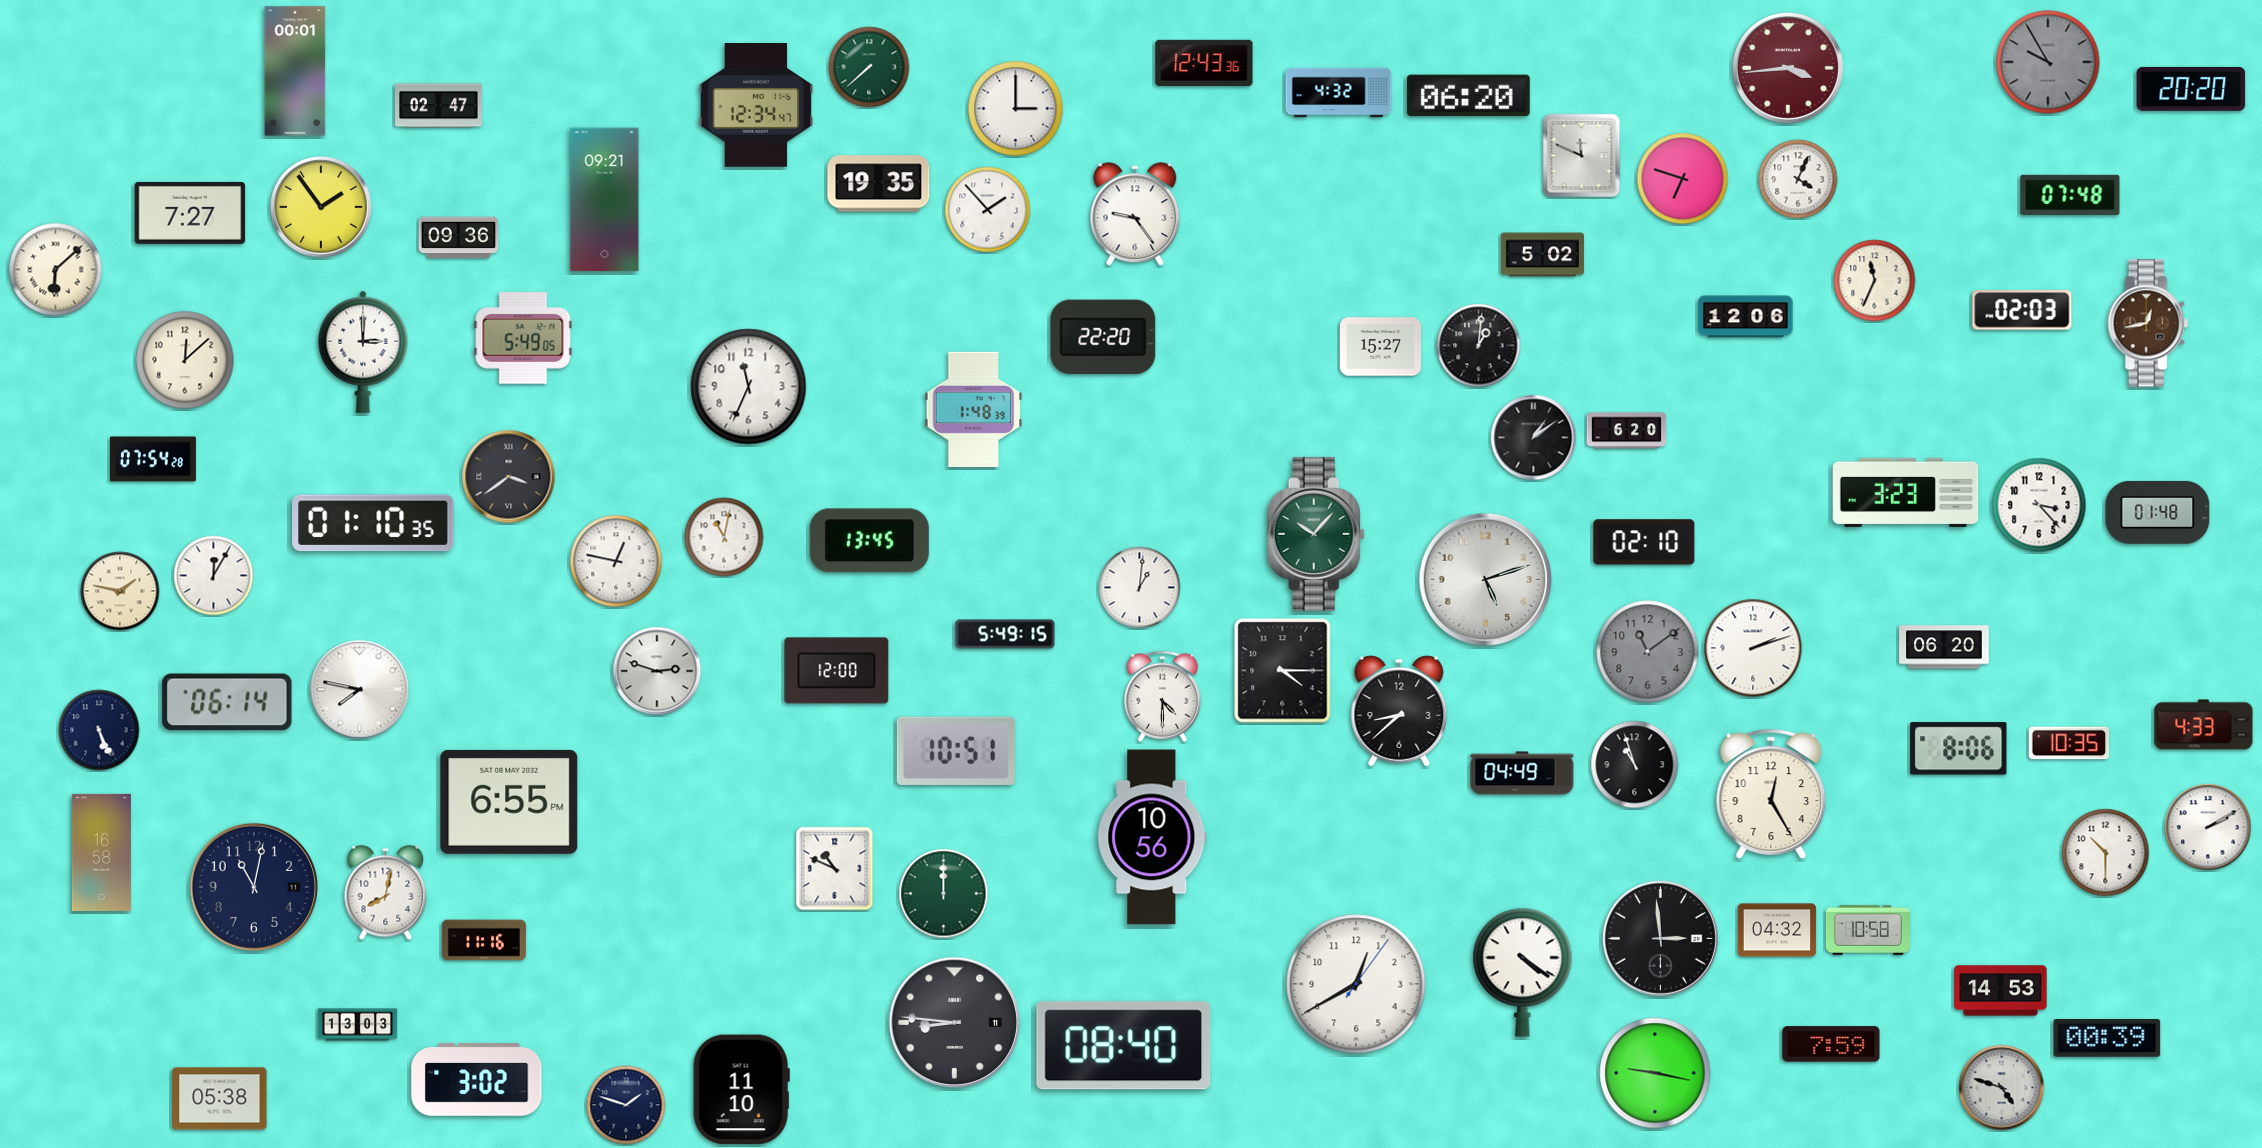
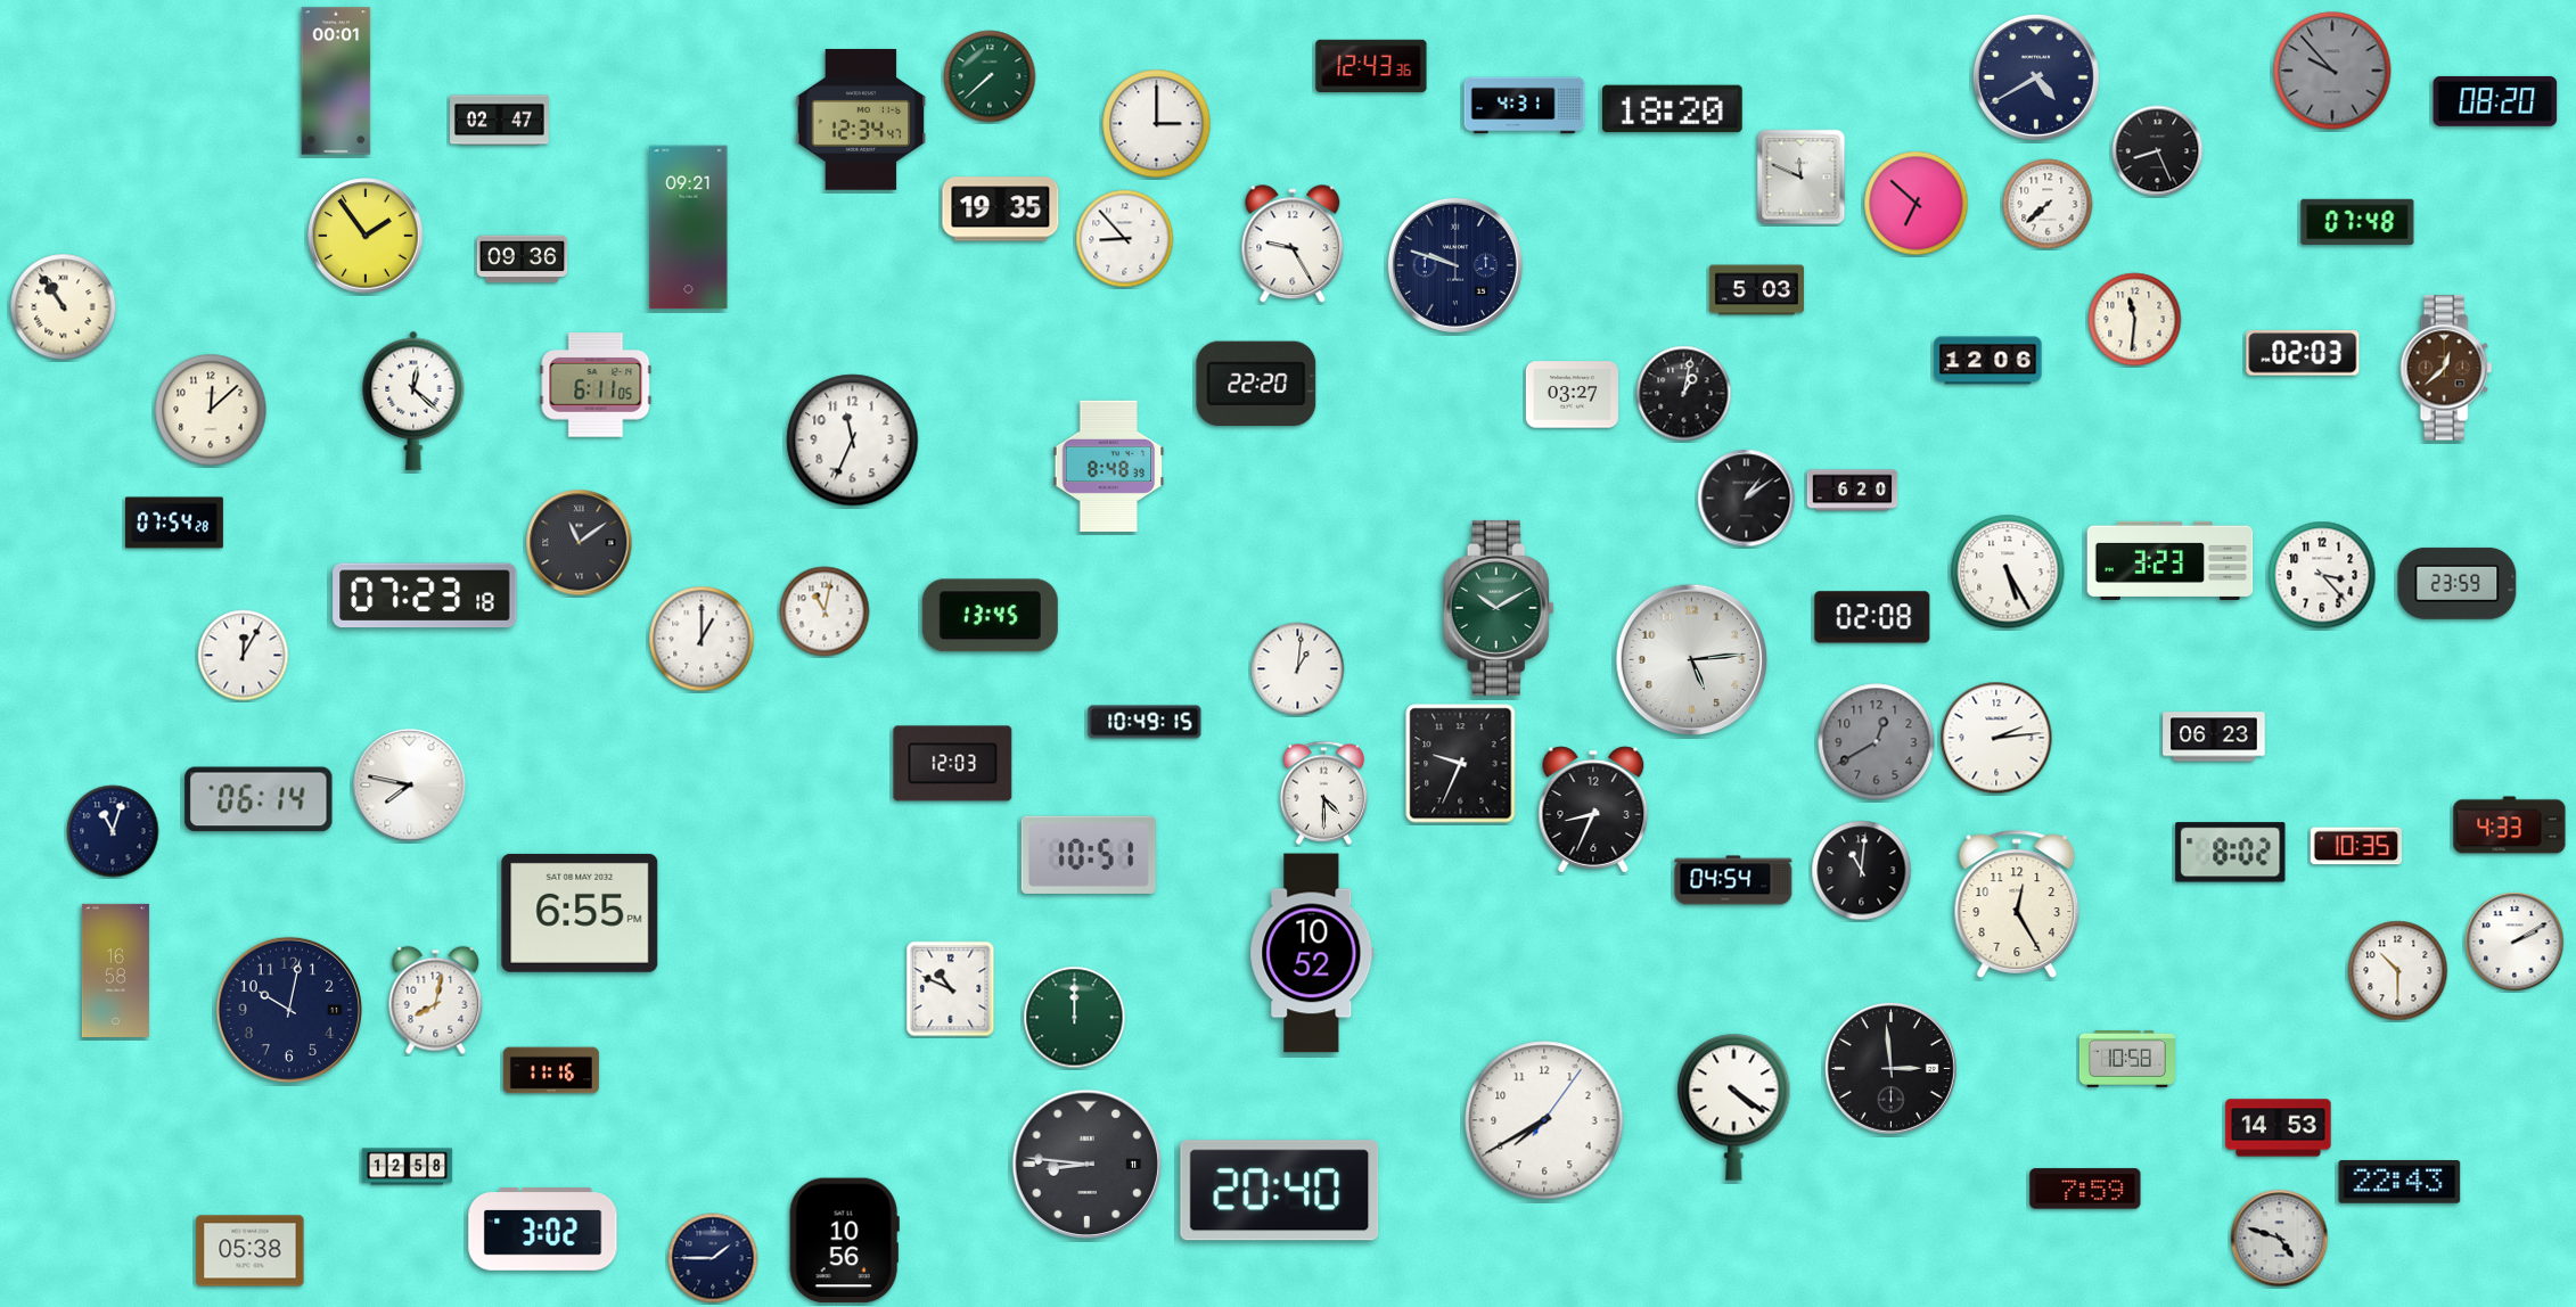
clock at (1204, 62) position: (1204, 62) -> (1371, 65)
clock at (2048, 62): 9:55 -> 9:53
clock at (1788, 68): 3:44 -> 4:40
clock at (1788, 68) dial: burgundy -> navy
clock at (2191, 89): 20:20 -> 08:20
clock at (1339, 93): 4:32 -> 4:31
clock at (1469, 96): 06:20 -> 18:20
clock at (2158, 151): none -> 8:26
clock at (1683, 179): 6:48 -> 6:52
clock at (1798, 179): 4:04 -> 7:38
clock at (988, 210): 1:53 -> 8:53
clock at (190, 213): 7:27 -> none
clock at (1135, 215): 9:24 -> 9:25
clock at (1455, 265): none -> 9:48
clock at (459, 238) position: (459, 238) -> (523, 260)
clock at (1542, 255): 5:02 -> 5:03
clock at (56, 270): 6:08 -> 10:54
clock at (1875, 281): 11:34 -> 11:31
clock at (2148, 323): 12:43 -> 12:38
clock at (523, 338): 5:49 -> 6:11
clock at (1479, 346): 1:01 -> 1:02
clock at (1380, 347): 15:27 -> 03:27
clock at (363, 352): 3:00 -> 12:22
clock at (974, 409): 1:48 -> 8:48
clock at (509, 477): 3:39 -> 11:09
clock at (2008, 572): none -> 5:25
clock at (2158, 512): 01:48 -> 23:59
clock at (373, 523): 01:10 -> 07:23
clock at (1316, 534): 10:07 -> 10:10
clock at (1644, 542): 02:10 -> 02:08
clock at (616, 561): 12:47 -> 1:00
clock at (1486, 580): 5:12 -> 5:14
clock at (120, 591): 1:47 -> none
clock at (1005, 634): 5:49 -> 10:49
clock at (1944, 647): 06:20 -> 06:23
clock at (1753, 648): 2:12 -> 2:14
clock at (1648, 652): 11:09 -> 12:40
clock at (657, 671): 2:48 -> none
clock at (837, 671): 12:00 -> 12:03
clock at (1283, 671): 4:15 -> 9:34
clock at (1399, 711): 8:38 -> 8:34
clock at (99, 730): 5:26 -> 11:03
clock at (1959, 749): 8:06 -> 8:02
clock at (1635, 765): 10:57 -> 11:01
clock at (1522, 773): 04:49 -> 04:54
clock at (1152, 837): 10:56 -> 10:52
clock at (254, 887): 11:02 -> 10:02
clock at (386, 893) position: (386, 893) -> (436, 1001)
clock at (1777, 930): 04:32 -> none
clock at (1356, 984): 12:40 -> 7:40
clock at (358, 1025): 13:03 -> 12:58
clock at (2107, 1039): 00:39 -> 22:43
clock at (1124, 1046): 08:40 -> 20:40
clock at (1655, 1073): 9:17 -> none
clock at (741, 1090): 11:10 -> 10:56
clock at (626, 1105): 1:48 -> 1:45
